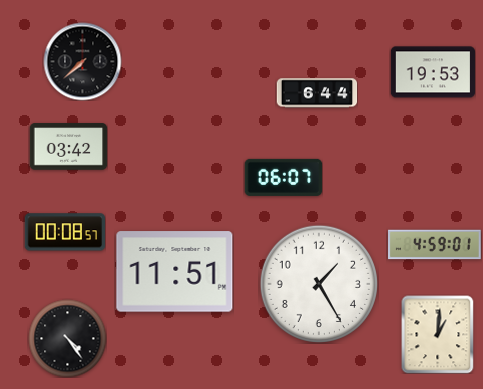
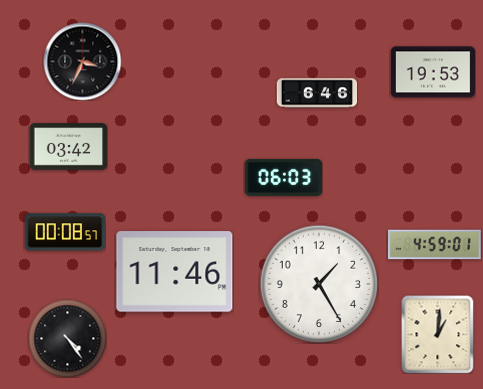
clock at (82, 61): 7:38 -> 3:34
clock at (317, 93): 6:44 -> 6:46
clock at (283, 177): 06:07 -> 06:03
clock at (175, 272): 11:51 -> 11:46
